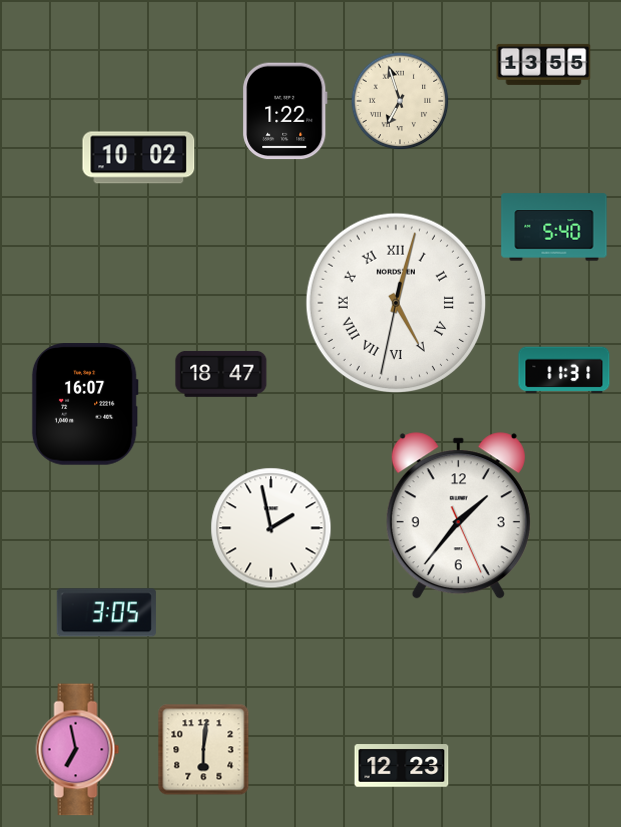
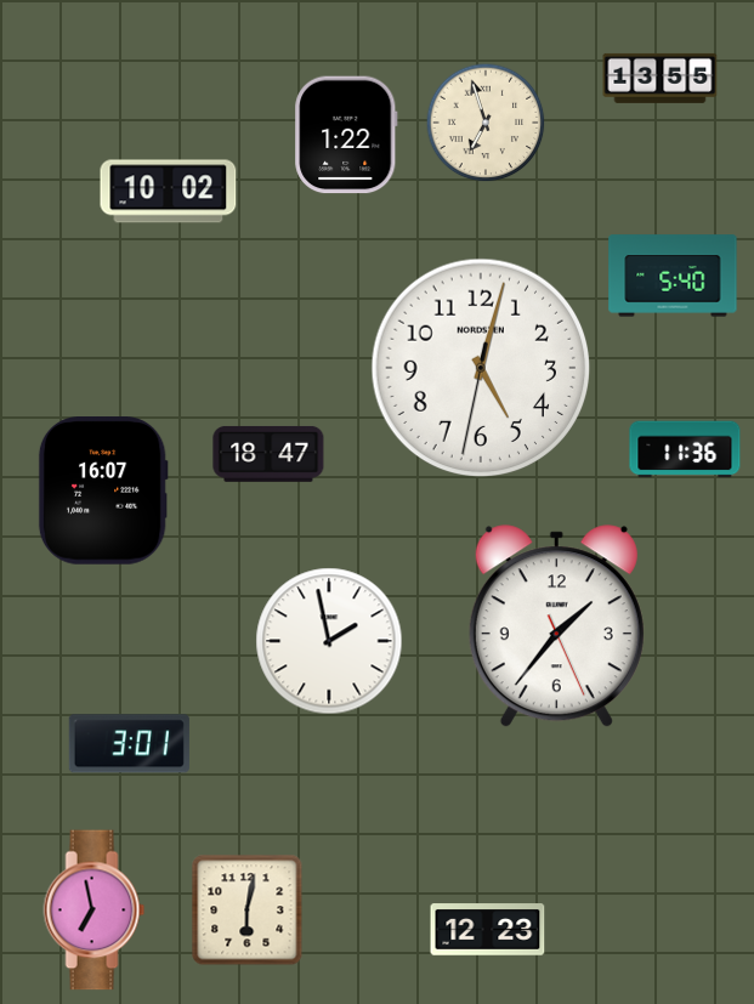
clock at (396, 303) numerals: Roman -> Arabic
clock at (564, 370): 11:31 -> 11:36
clock at (106, 613): 3:05 -> 3:01
clock at (204, 750): 6:01 -> 6:02
